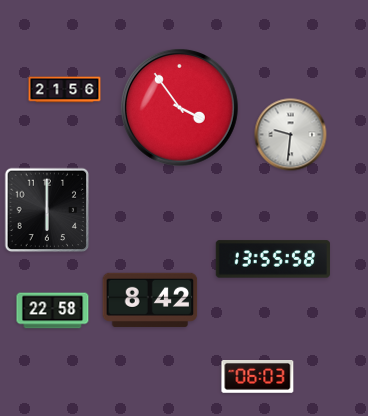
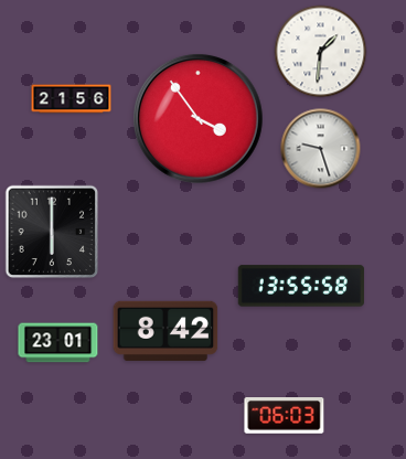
clock at (321, 52): none -> 1:31
clock at (291, 135): 9:31 -> 9:27
clock at (53, 311): 22:58 -> 23:01
